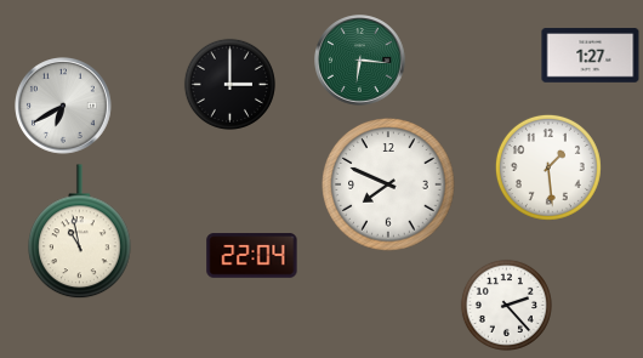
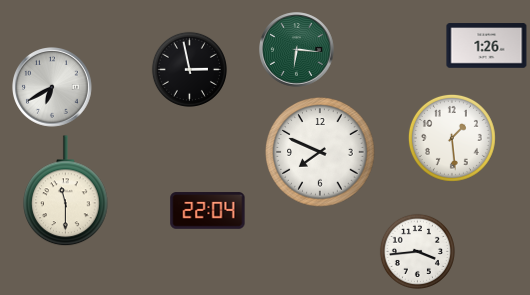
clock at (591, 56): 1:27 -> 1:26
clock at (229, 84): 3:00 -> 2:58
clock at (80, 232): 10:58 -> 11:30
clock at (506, 305): 2:23 -> 3:44
